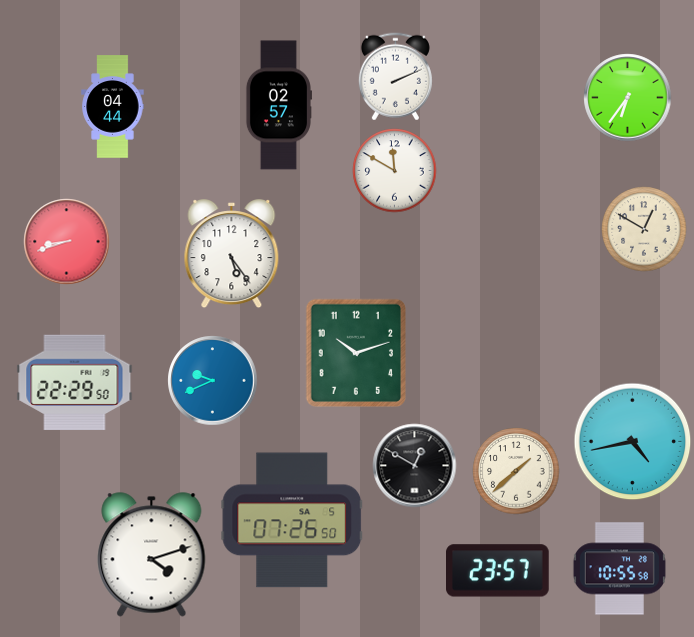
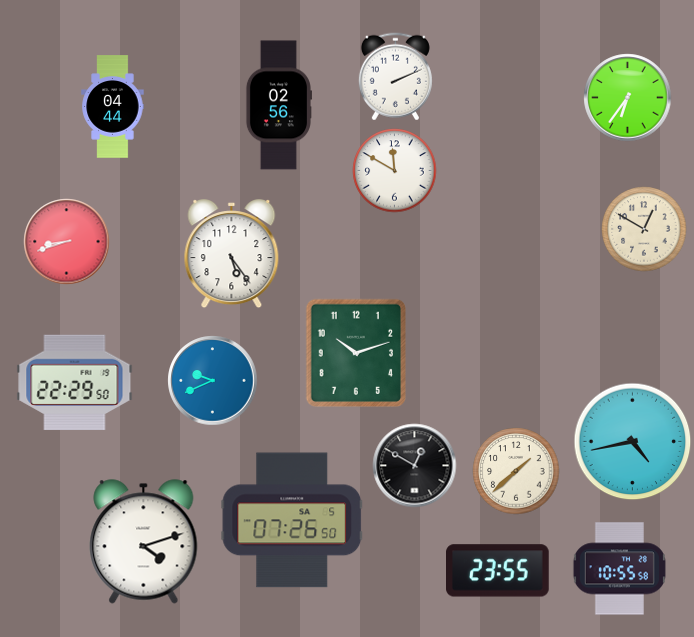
clock at (278, 105): 02:57 -> 02:56
clock at (152, 555) position: (152, 555) -> (144, 542)
clock at (498, 571): 23:57 -> 23:55
